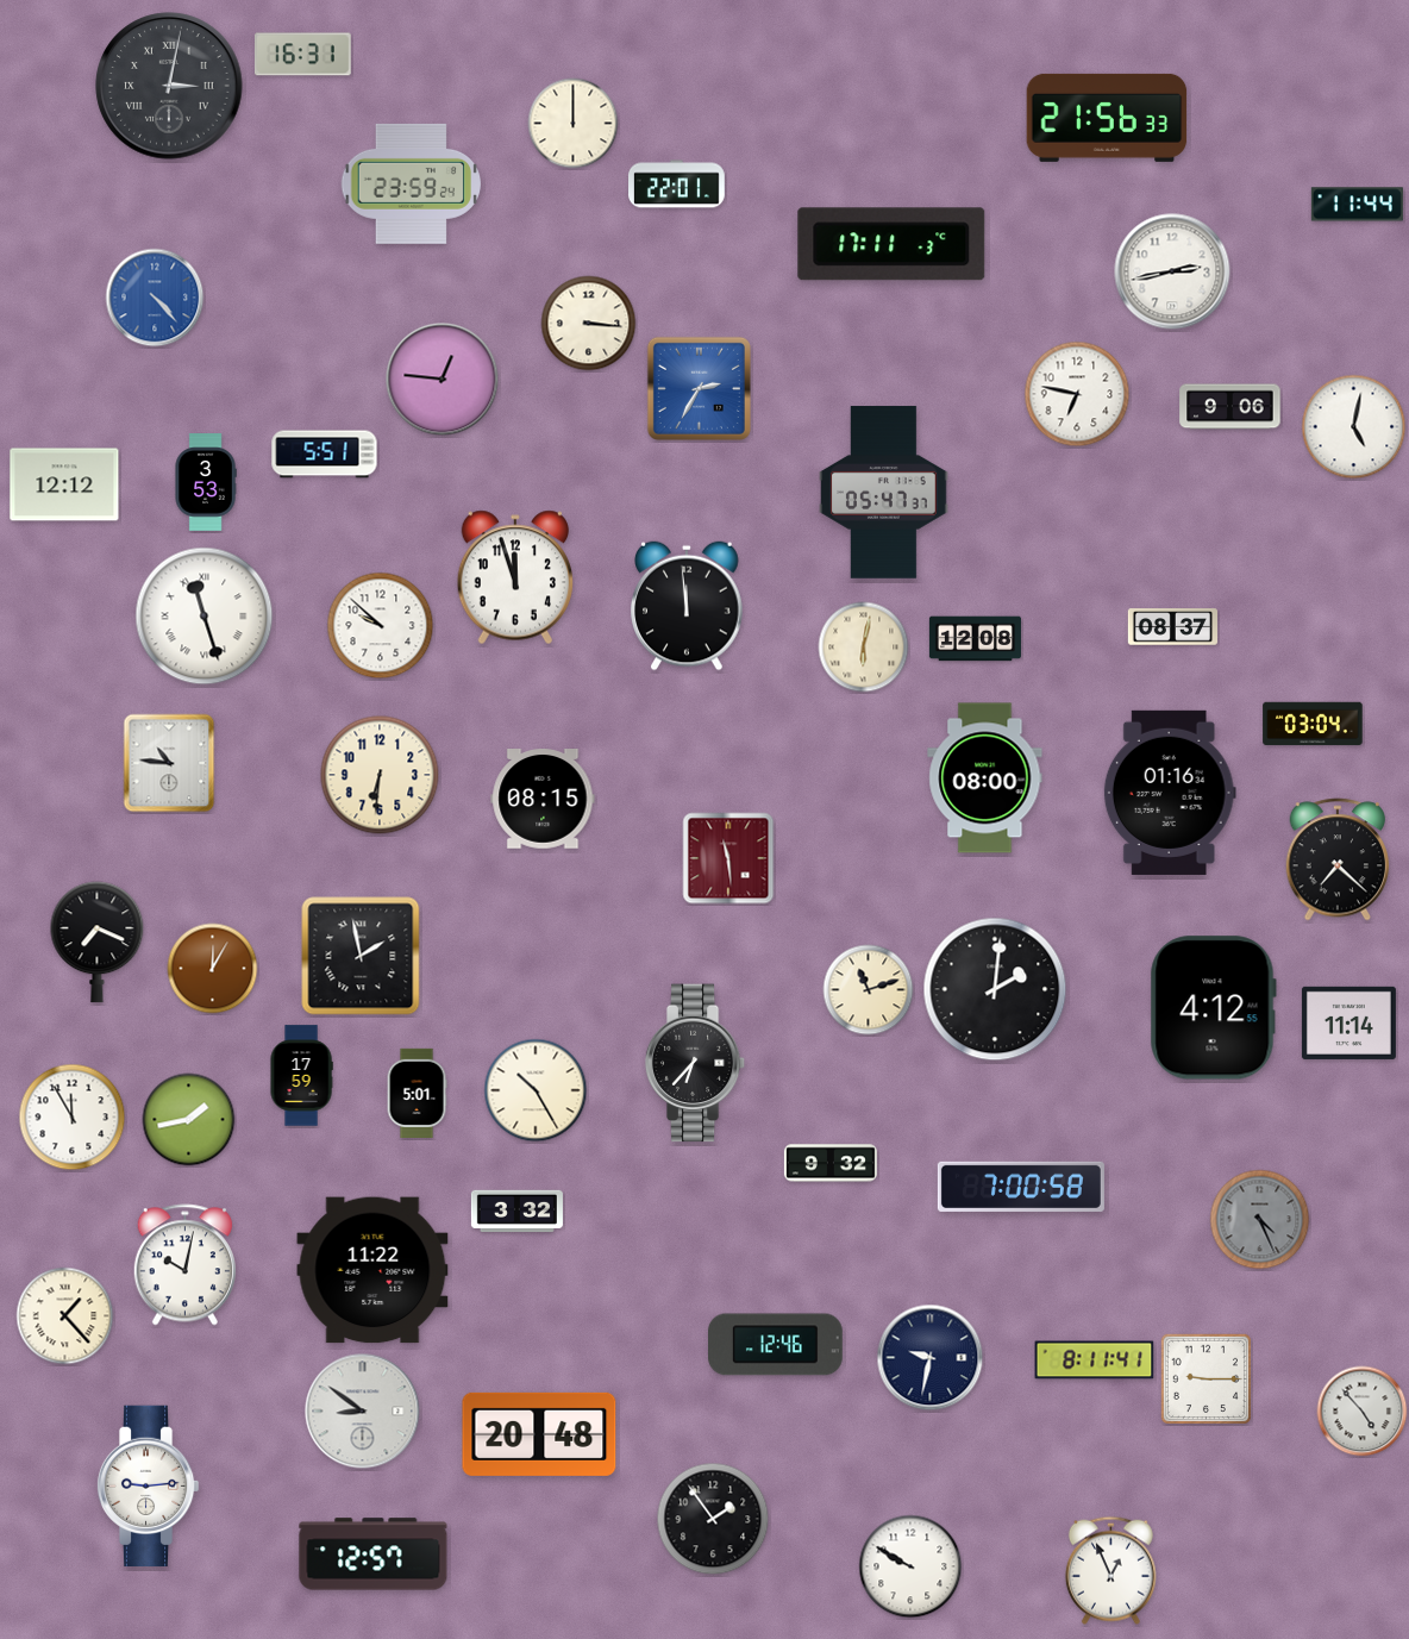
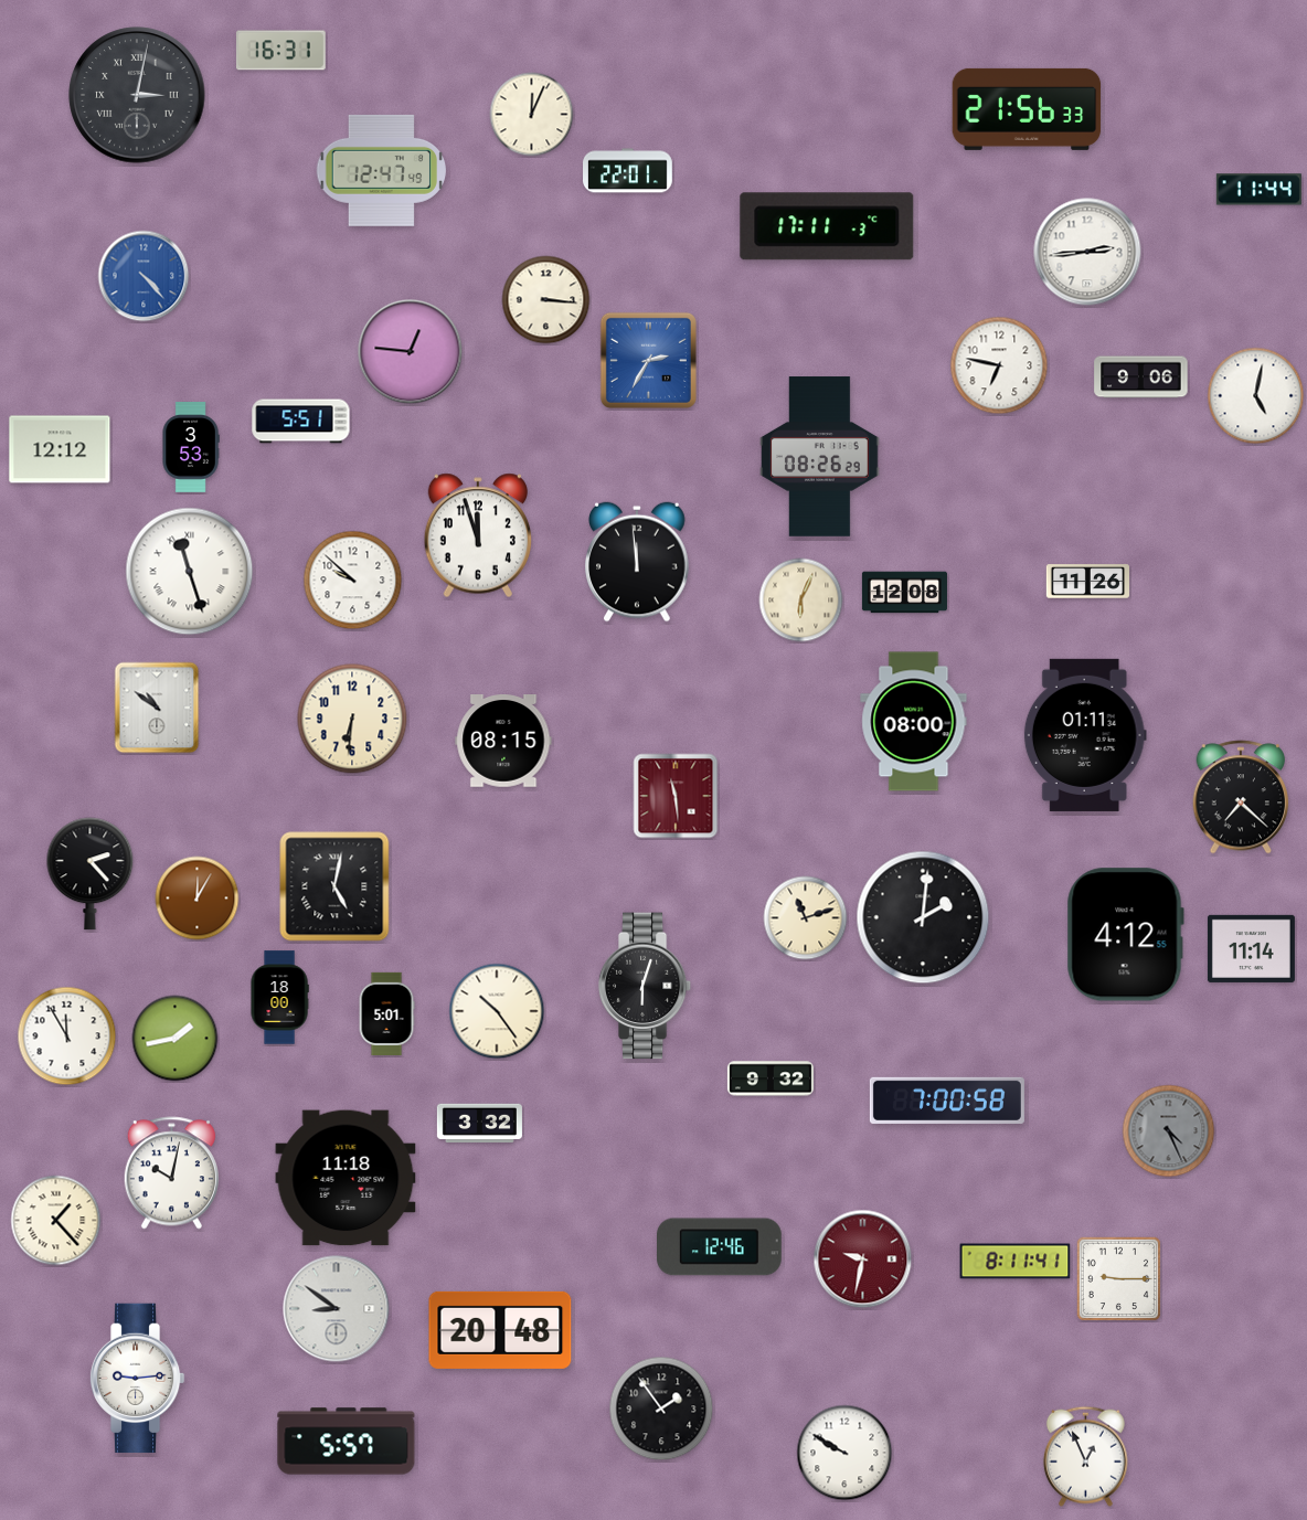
clock at (169, 86) position: (169, 86) -> (137, 95)
clock at (574, 124): 12:00 -> 12:04
clock at (411, 183): 23:59 -> 12:47
clock at (1172, 271): 2:43 -> 2:44
clock at (884, 493): 05:47 -> 08:26
clock at (1173, 627): 08:37 -> 11:26
clock at (864, 648): 6:02 -> 6:04
clock at (1313, 724): 03:04 -> none
clock at (169, 763): 10:46 -> 10:51
clock at (1170, 793): 01:16 -> 01:11
clock at (98, 943): 7:19 -> 2:23
clock at (361, 956): 1:58 -> 5:02
clock at (695, 1063): 6:37 -> 6:03
clock at (301, 1076): 17:59 -> 18:00
clock at (536, 1090): 10:25 -> 10:24
clock at (372, 1270): 11:22 -> 11:18
clock at (65, 1316) position: (65, 1316) -> (56, 1221)
clock at (931, 1358) dial: navy -> burgundy
clock at (1363, 1412): 4:53 -> none
clock at (374, 1554): 12:57 -> 5:57
clock at (1110, 1570) position: (1110, 1570) -> (1085, 1456)
